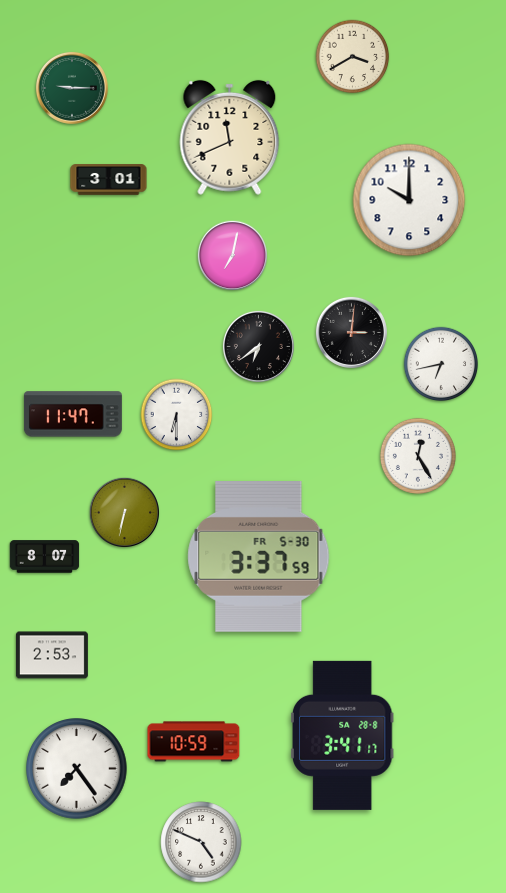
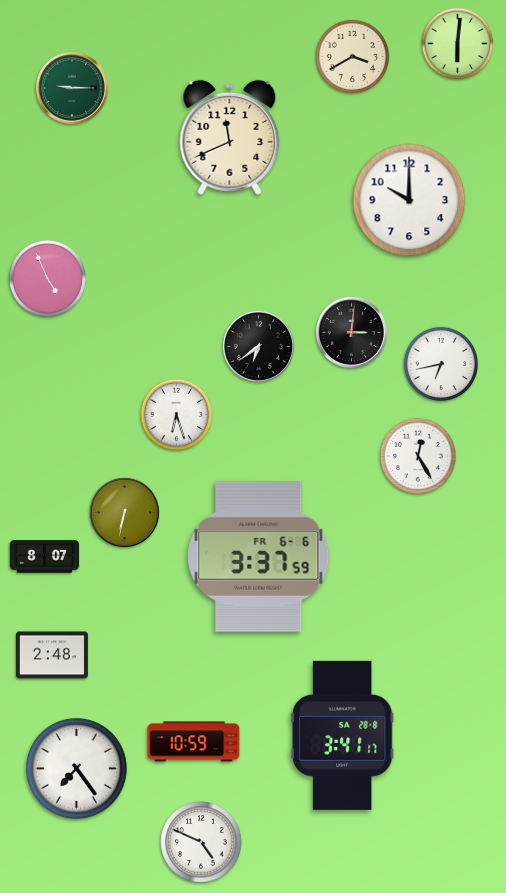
clock at (458, 44): none -> 6:01
clock at (109, 180): 3:01 -> none
clock at (232, 255): 7:02 -> none
clock at (47, 278): none -> 4:56
clock at (73, 414): 11:47 -> none
clock at (177, 415): 6:30 -> 6:27
clock at (259, 556) date: FR 5-30 -> FR 6-6
clock at (52, 655): 2:53 -> 2:48
